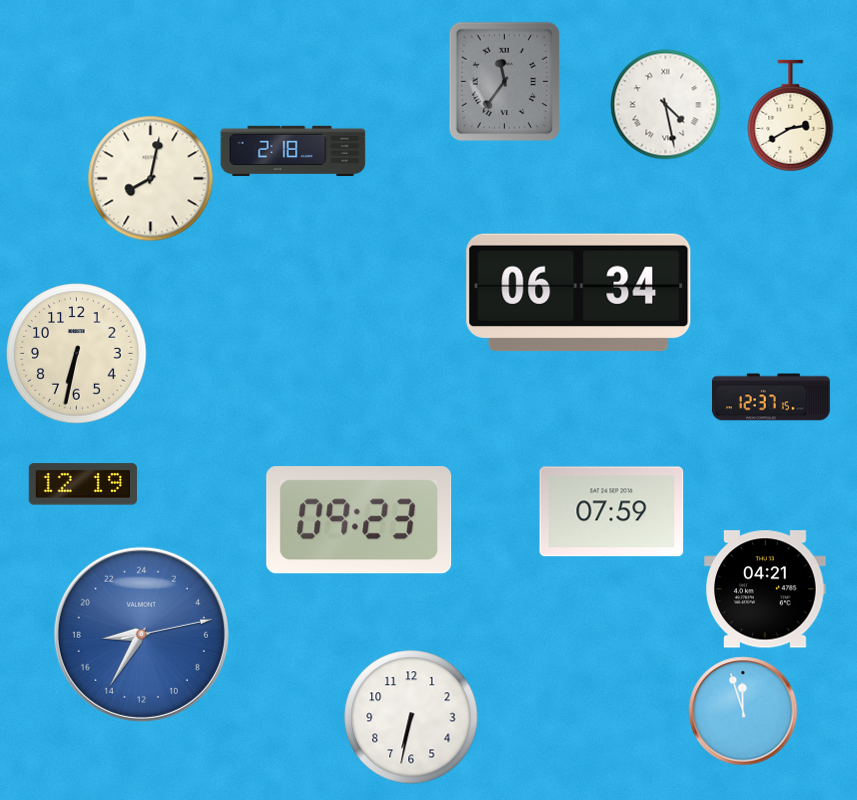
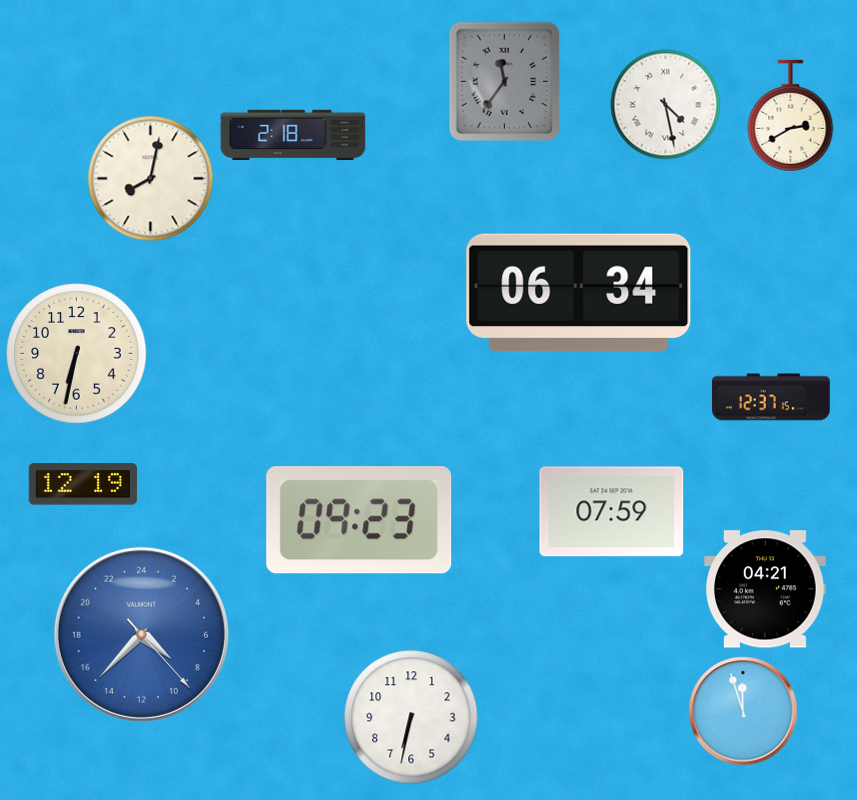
clock at (293, 151) position: (293, 151) -> (293, 135)
clock at (141, 634): 17:35 -> 8:37
